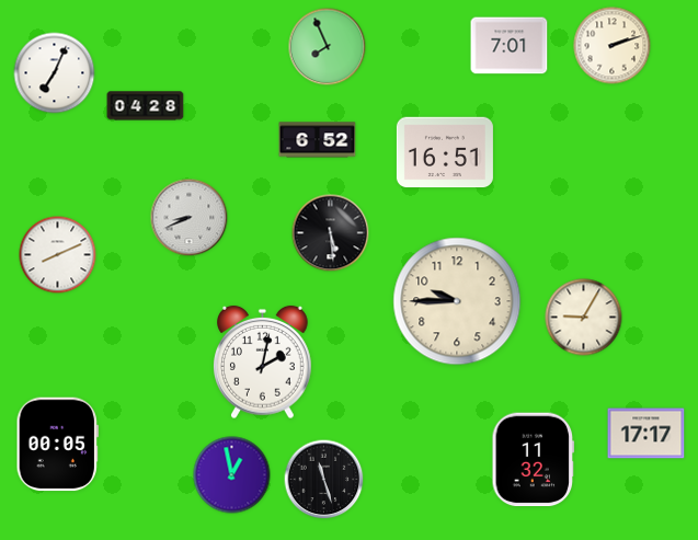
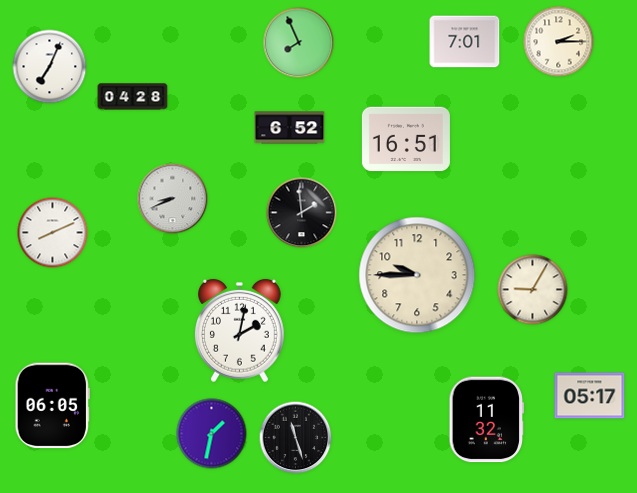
clock at (613, 46): 2:12 -> 2:15
clock at (331, 233): 5:29 -> 1:59
clock at (646, 434): 17:17 -> 05:17
clock at (57, 445): 00:05 -> 06:05
clock at (232, 475): 12:58 -> 1:32
